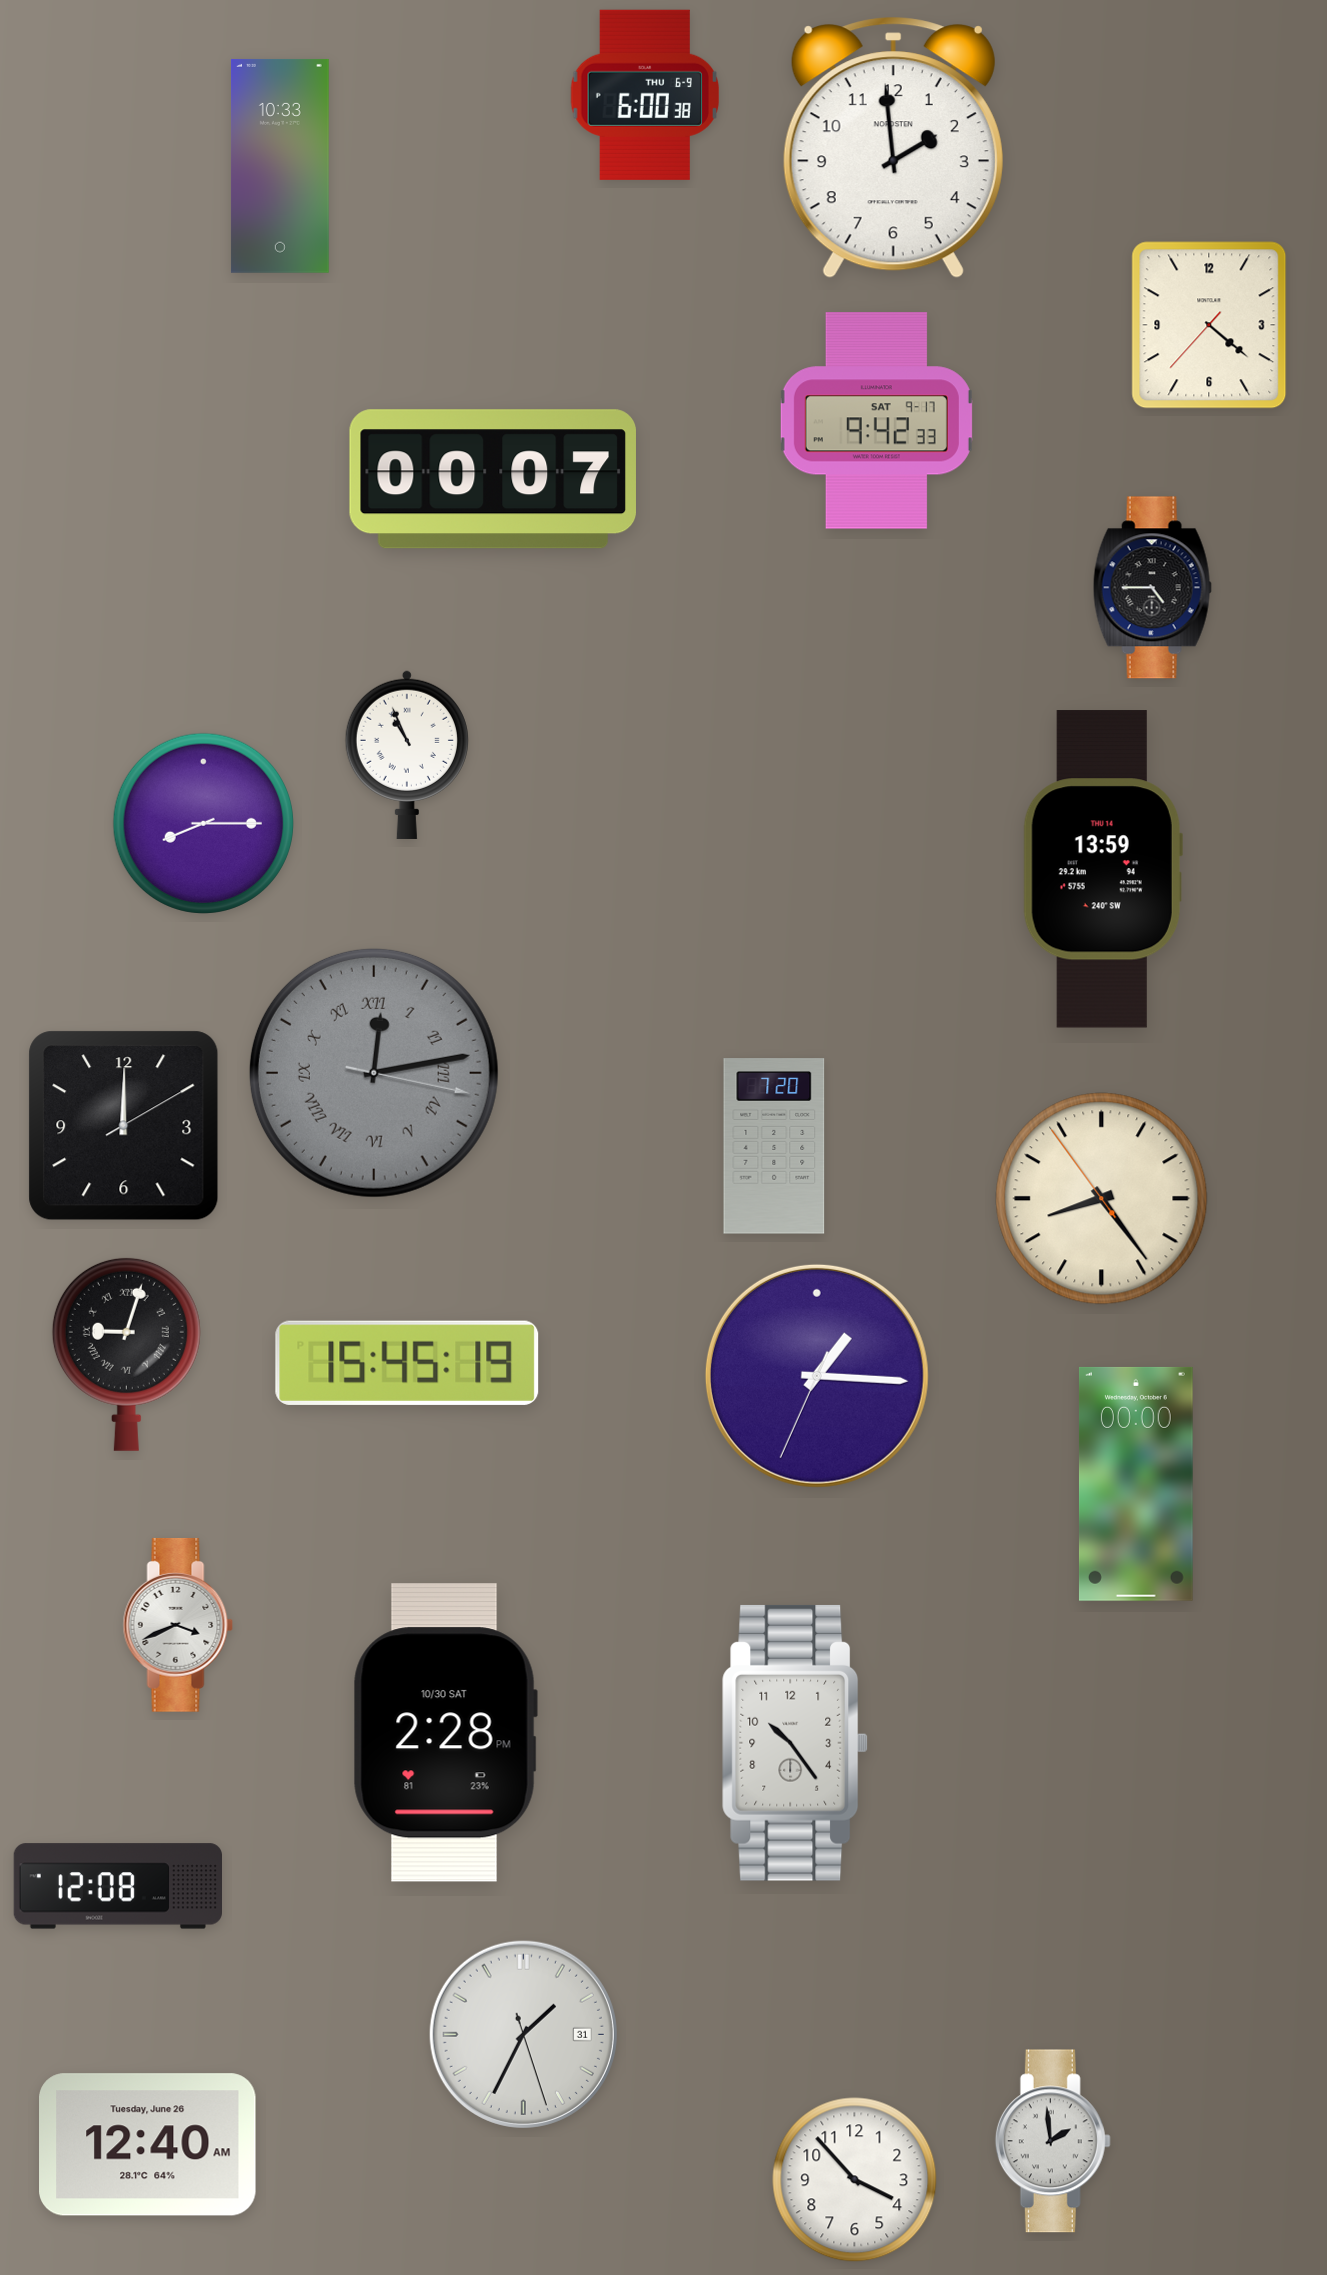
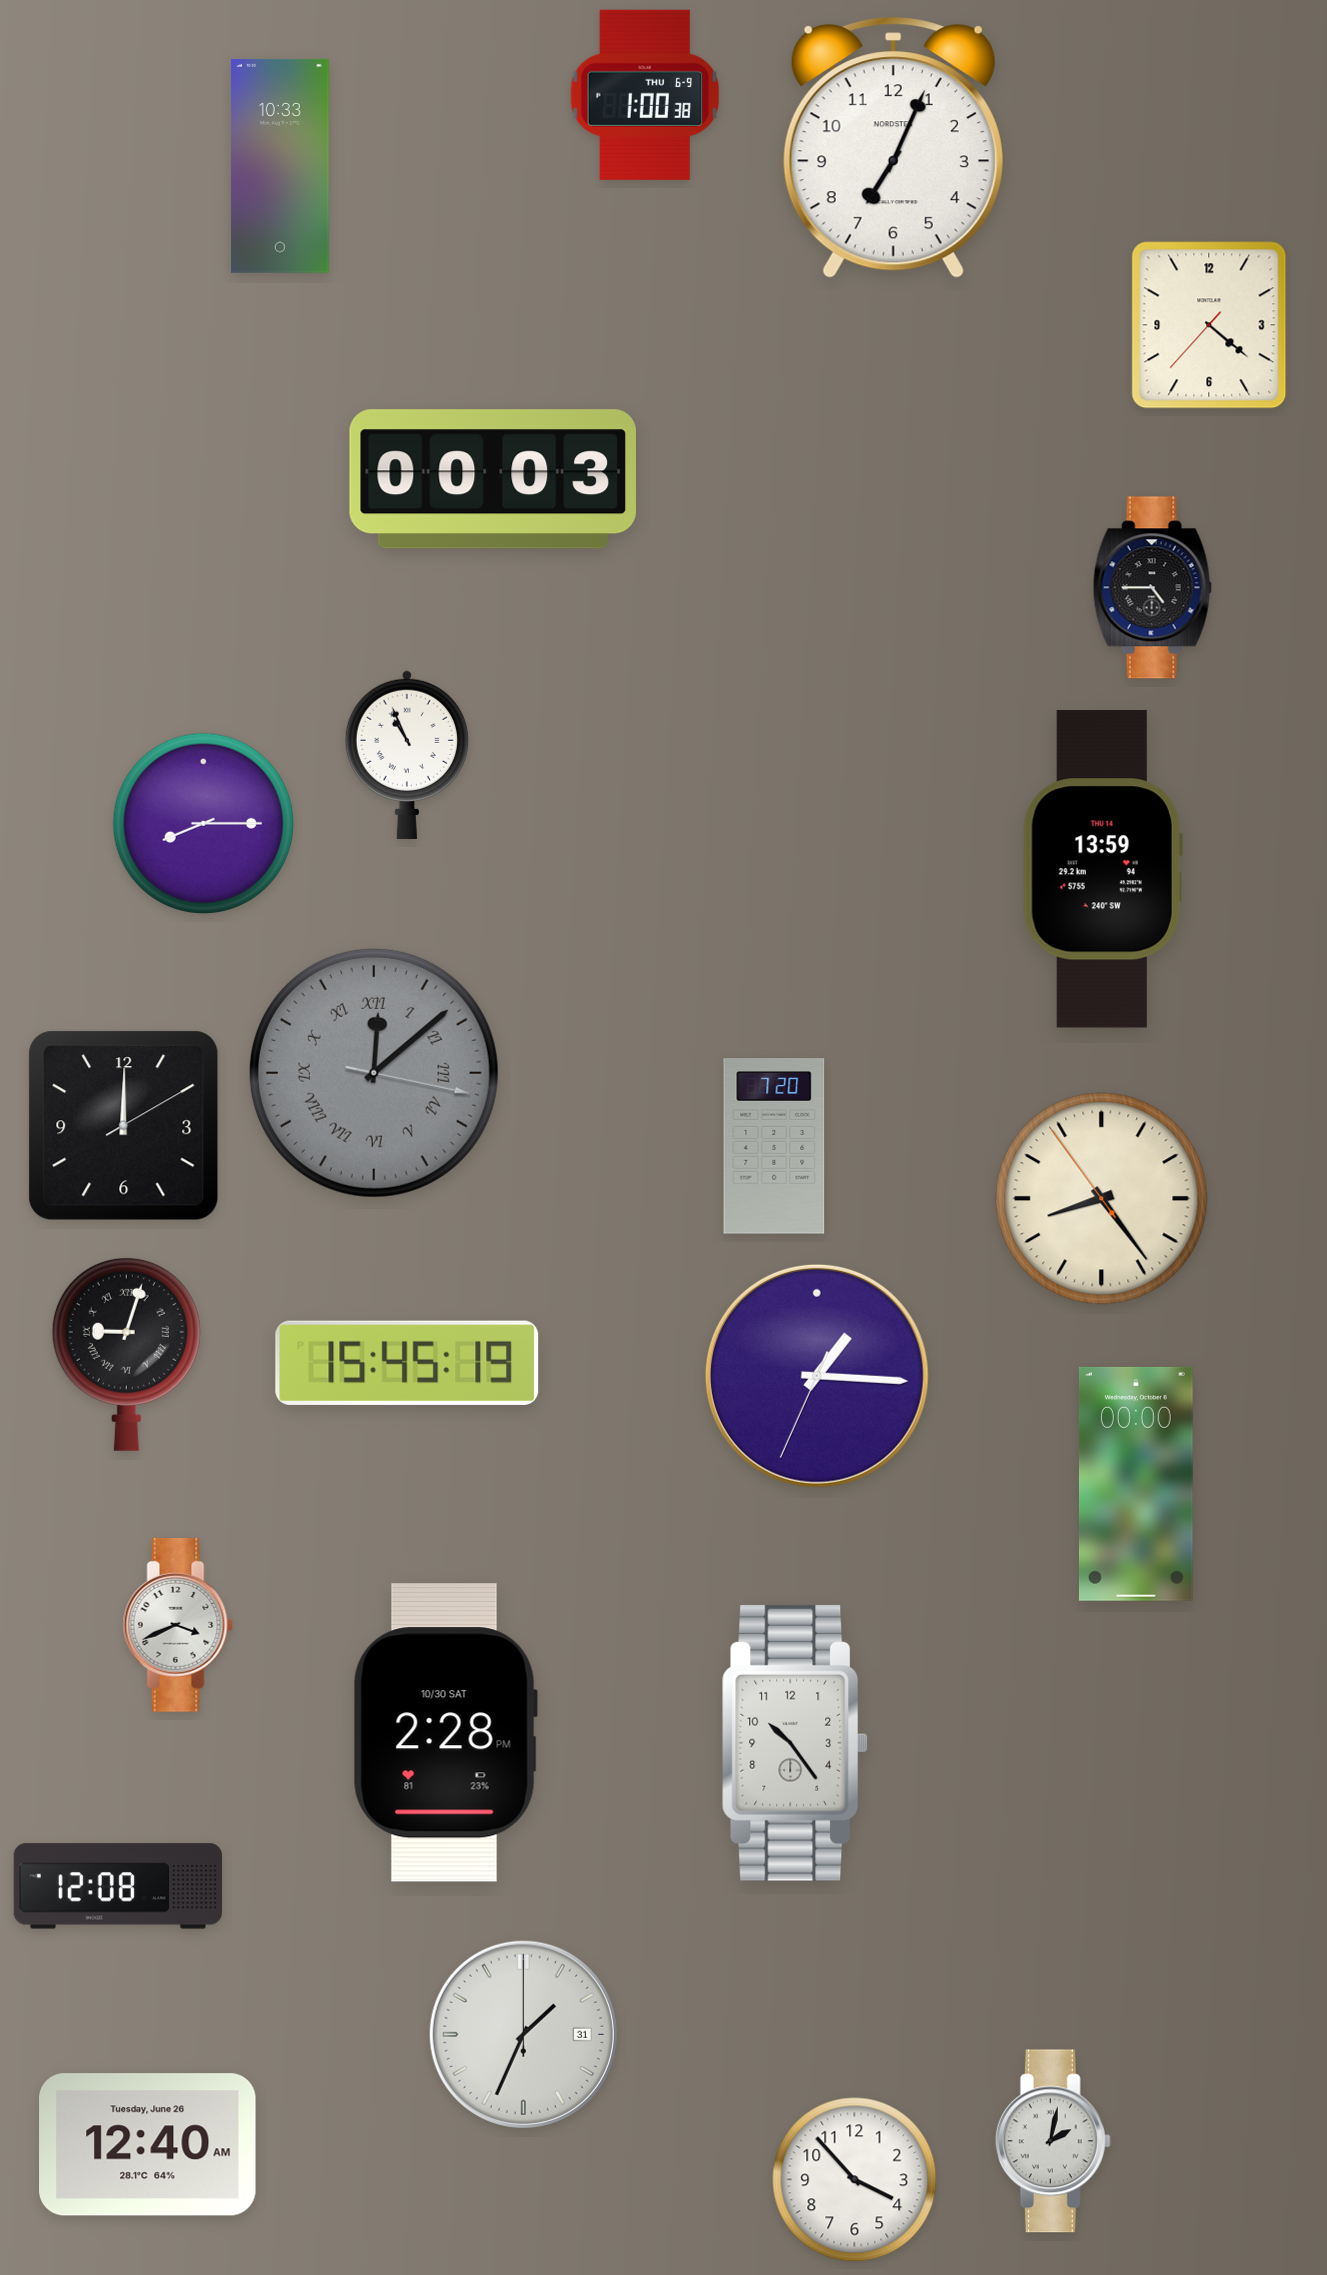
clock at (644, 95): 6:00 -> 1:00
clock at (893, 148): 1:59 -> 7:04
clock at (876, 421): 9:42 -> none
clock at (493, 479): 00:07 -> 00:03
clock at (374, 1073): 12:13 -> 12:08
clock at (523, 2034): 1:34:27 -> 1:34:00
clock at (1053, 2141): 1:59 -> 2:02
